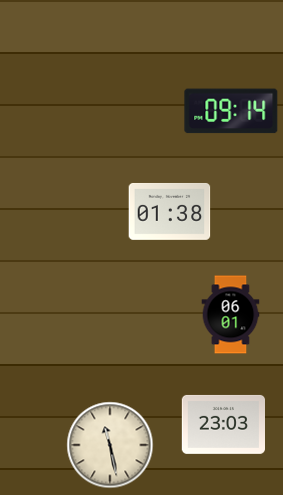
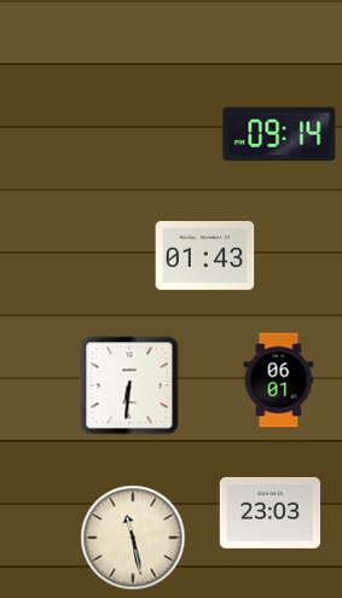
clock at (170, 211): 01:38 -> 01:43
clock at (129, 385): none -> 6:31
